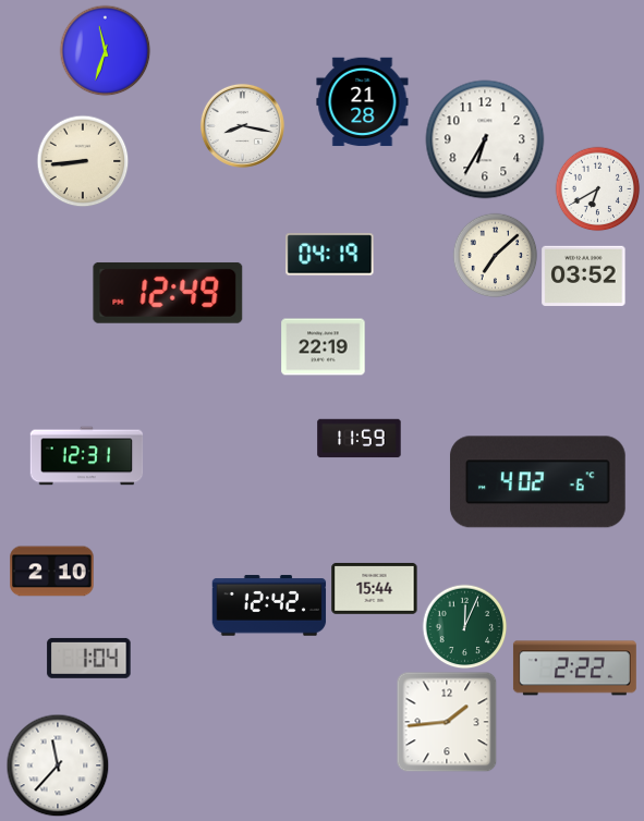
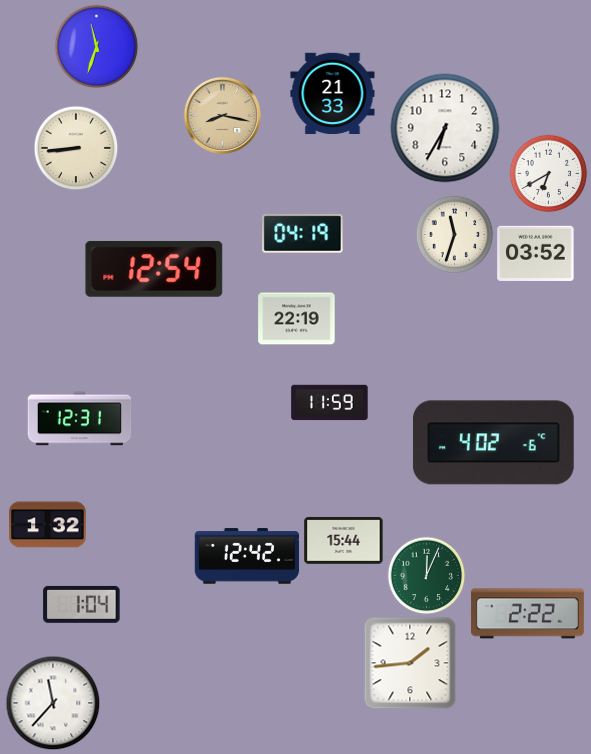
clock at (363, 102): 21:28 -> 21:33
clock at (242, 125) dial: white -> champagne
clock at (495, 255): 7:08 -> 11:33
clock at (168, 293): 12:49 -> 12:54
clock at (52, 572): 2:10 -> 1:32
